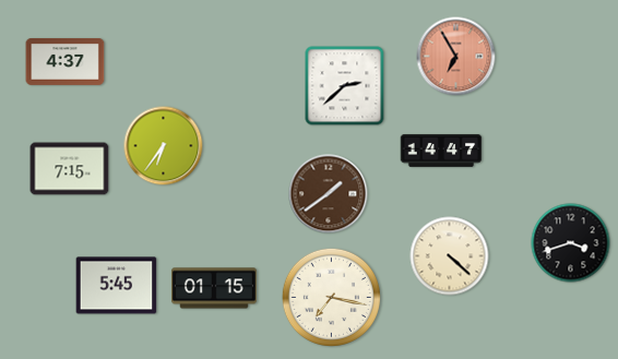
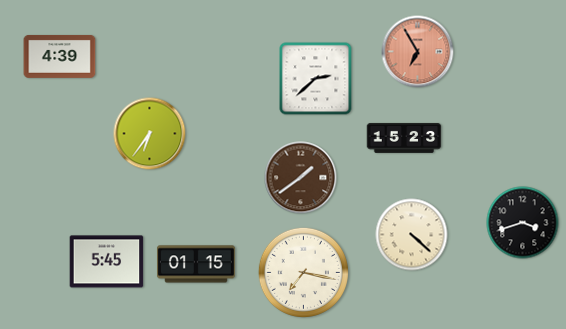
clock at (66, 61): 4:37 -> 4:39
clock at (441, 151): 14:47 -> 15:23
clock at (70, 169): 7:15 -> none
